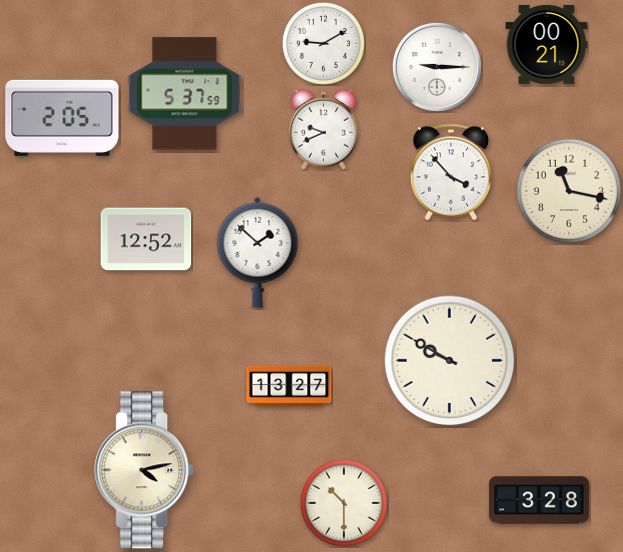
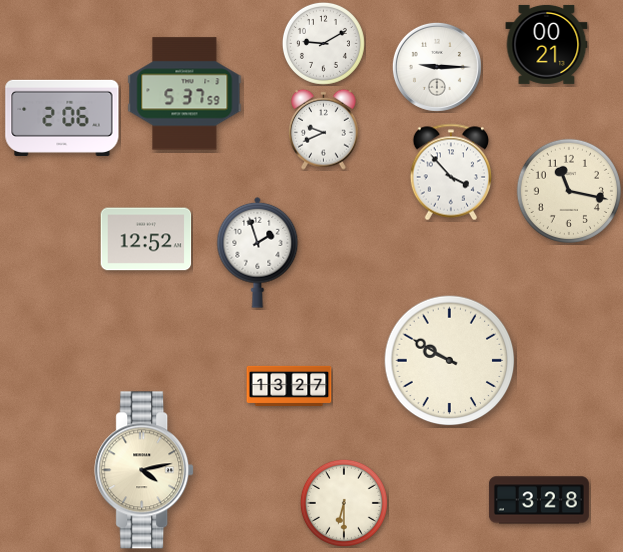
clock at (62, 118): 2:05 -> 2:06
clock at (258, 252): 1:52 -> 1:57
clock at (344, 503): 10:30 -> 6:30
